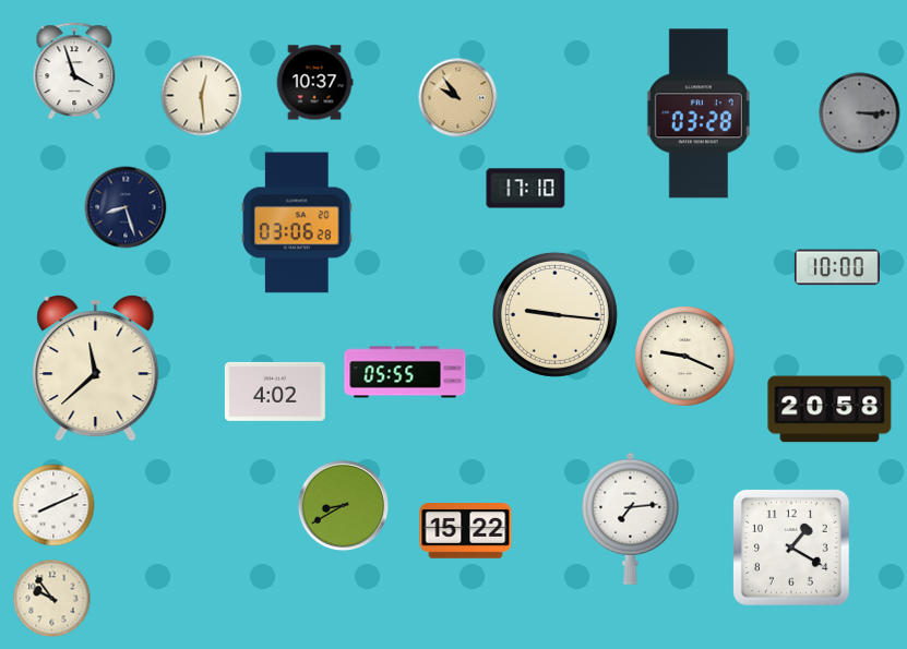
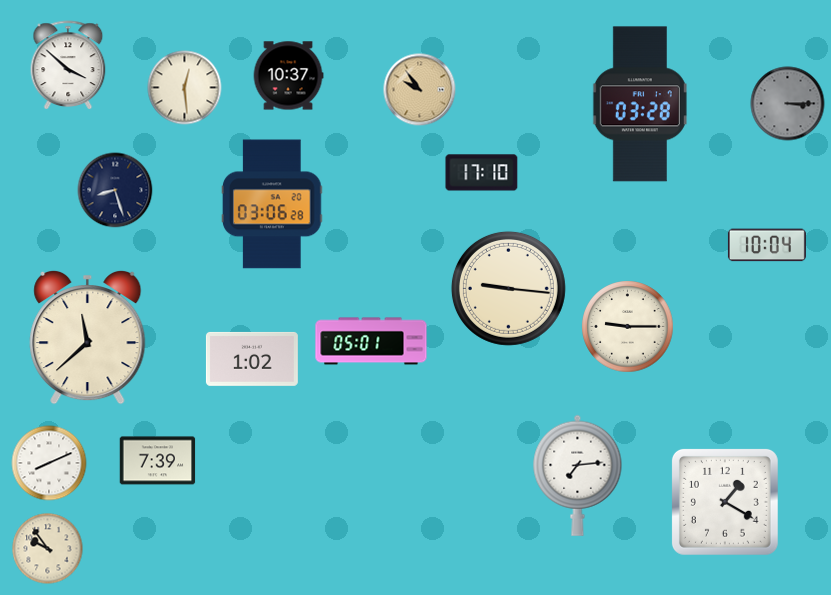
clock at (74, 72): 3:57 -> 3:52
clock at (837, 267): 10:00 -> 10:04
clock at (685, 357): 9:19 -> 9:15
clock at (405, 372): 05:55 -> 05:01
clock at (275, 392): 4:02 -> 1:02
clock at (830, 409): 20:58 -> none
clock at (158, 461): none -> 7:39
clock at (344, 506): 8:40 -> none
clock at (466, 531): 15:22 -> none
